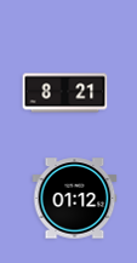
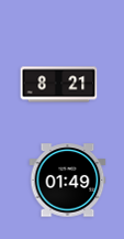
clock at (75, 199): 01:12 -> 01:49
